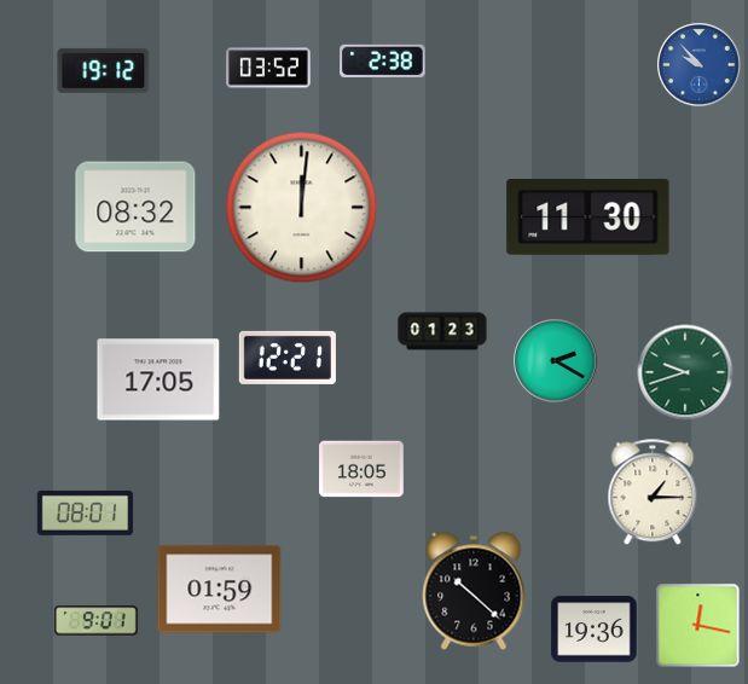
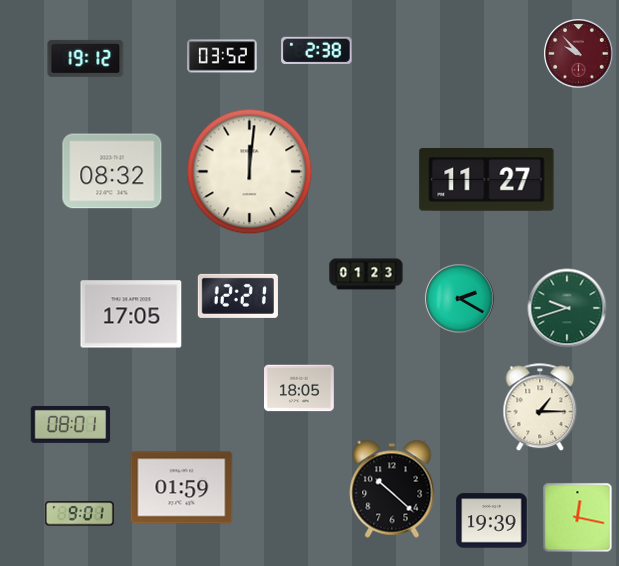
clock at (700, 65) dial: blue -> burgundy
clock at (588, 218): 11:30 -> 11:27
clock at (595, 630): 19:36 -> 19:39
